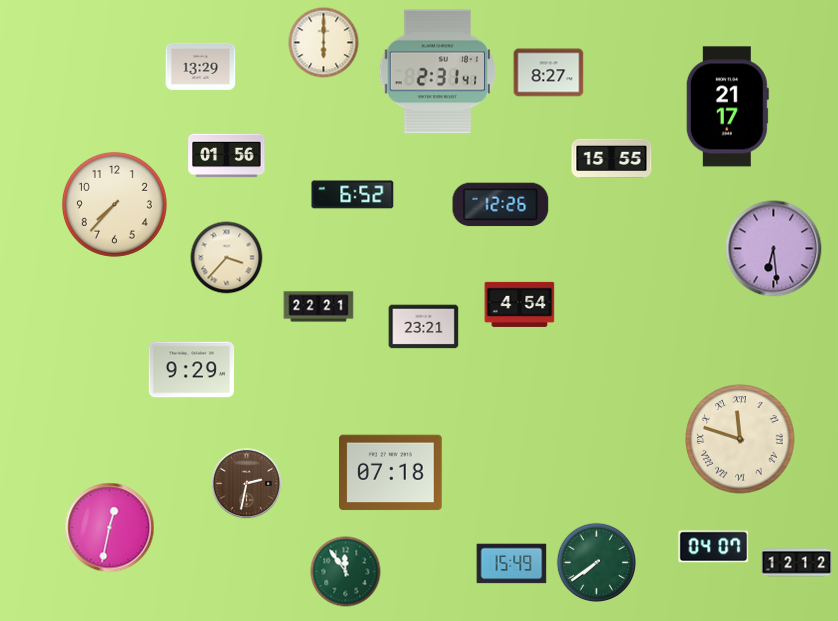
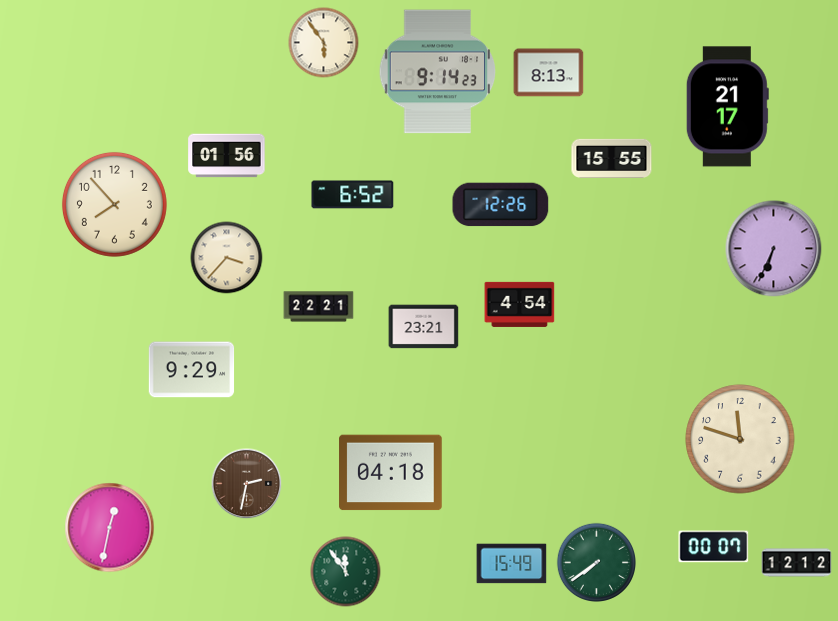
clock at (324, 43): 6:00 -> 5:54
clock at (201, 66): 13:29 -> none
clock at (438, 72): 2:31 -> 9:14
clock at (549, 73): 8:27 -> 8:13
clock at (114, 204): 7:37 -> 7:53
clock at (774, 249): 6:29 -> 6:34
clock at (740, 439) numerals: Roman -> Arabic
clock at (391, 473): 07:18 -> 04:18
clock at (714, 547): 04:07 -> 00:07
